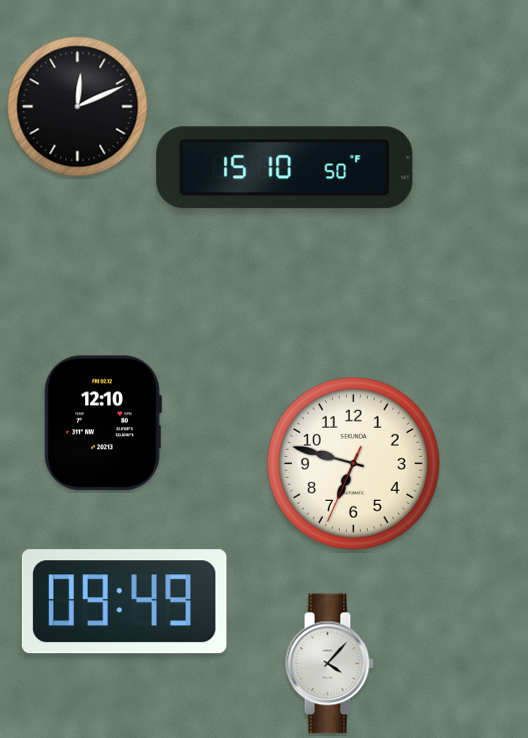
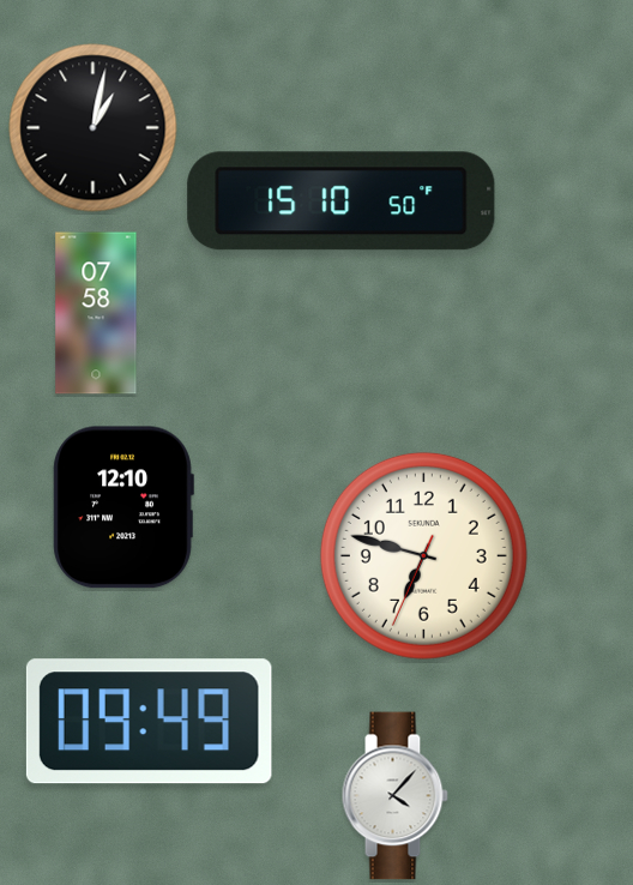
clock at (78, 107): 12:11 -> 1:02
clock at (96, 313): none -> 07:58
